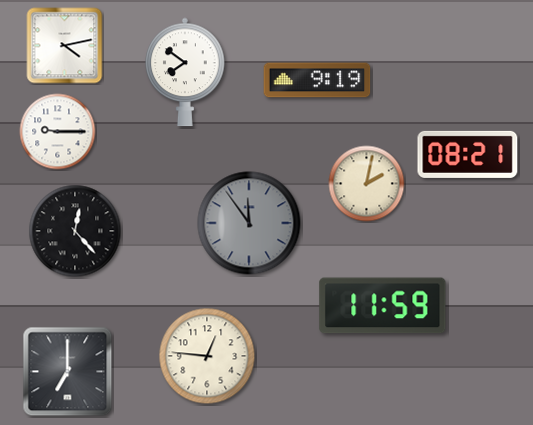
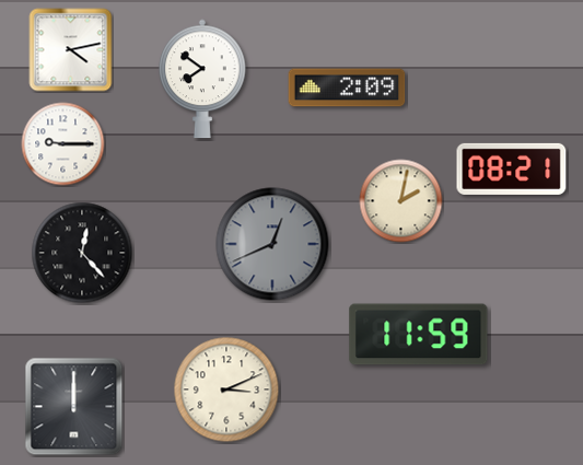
clock at (317, 80): 9:19 -> 2:09
clock at (249, 223): 11:54 -> 12:41
clock at (207, 356): 12:46 -> 3:11
clock at (68, 372): 7:00 -> 12:00
